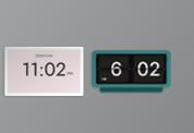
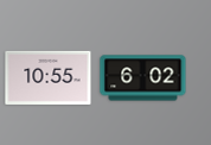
clock at (45, 71): 11:02 -> 10:55
